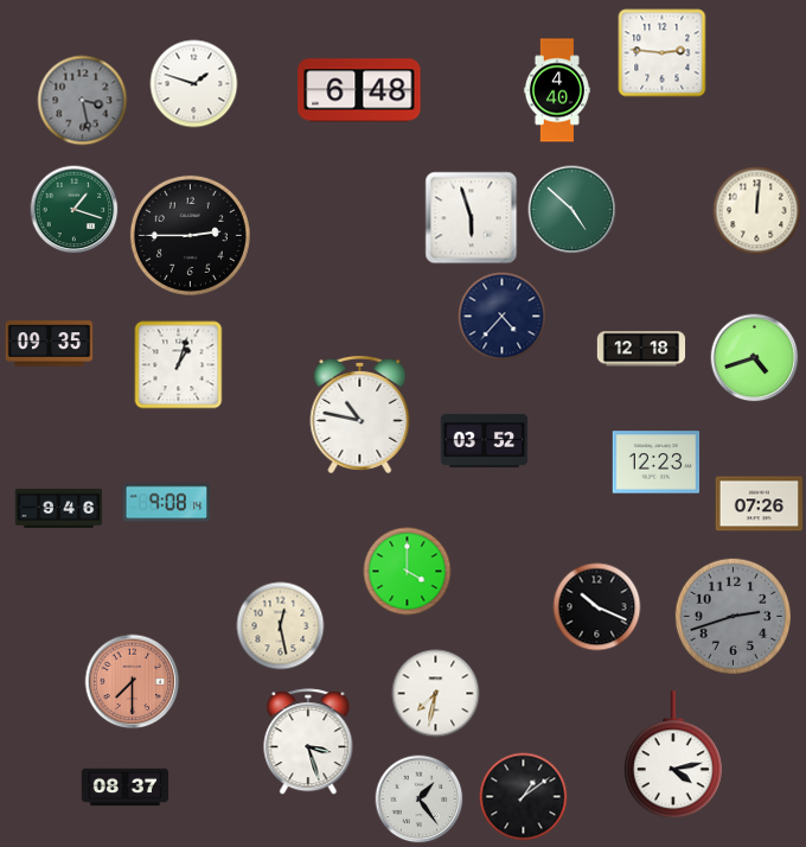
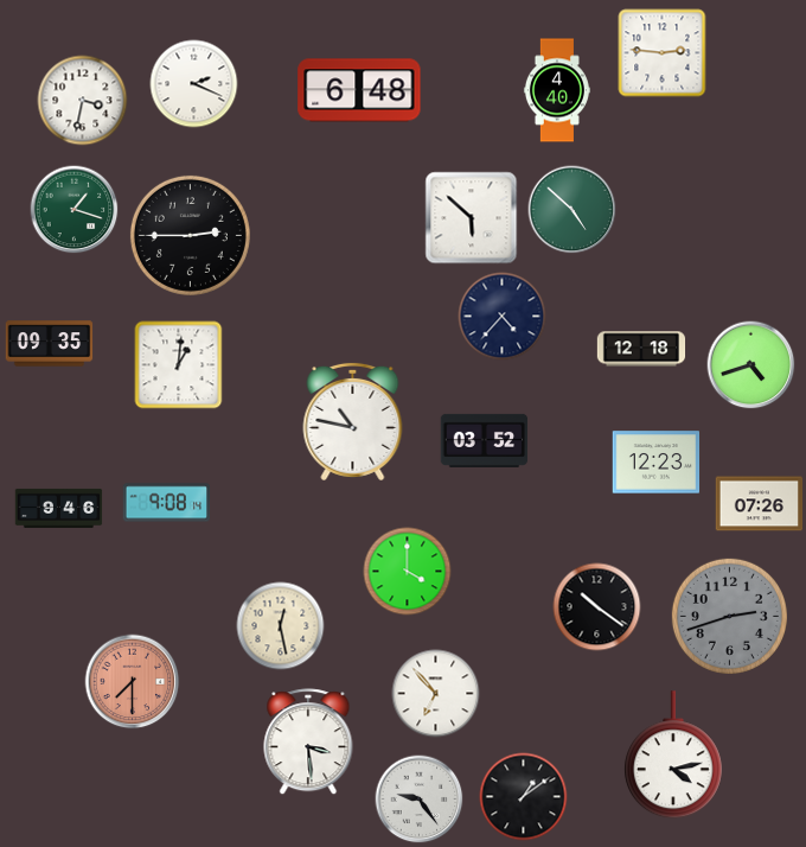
clock at (194, 84): 1:48 -> 2:19
clock at (83, 101): 3:28 -> 3:32
clock at (83, 101) dial: grey -> white
clock at (757, 211): 12:01 -> none
clock at (472, 218): 5:57 -> 5:52
clock at (755, 358) position: (755, 358) -> (751, 365)
clock at (179, 365): 1:03 -> 1:01
clock at (360, 414) position: (360, 414) -> (353, 421)
clock at (597, 607): 10:19 -> 10:21
clock at (733, 616) position: (733, 616) -> (729, 616)
clock at (436, 694): 7:32 -> 6:53
clock at (308, 743): 3:27 -> 3:29
clock at (126, 788): 08:37 -> none
clock at (420, 800): 1:24 -> 9:24
